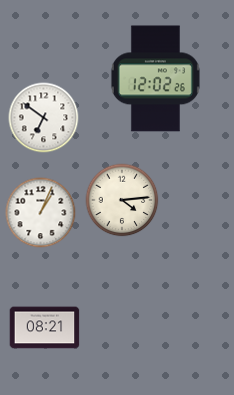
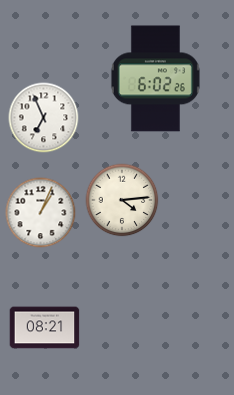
clock at (155, 79): 12:02 -> 6:02
clock at (44, 118): 6:51 -> 6:56
